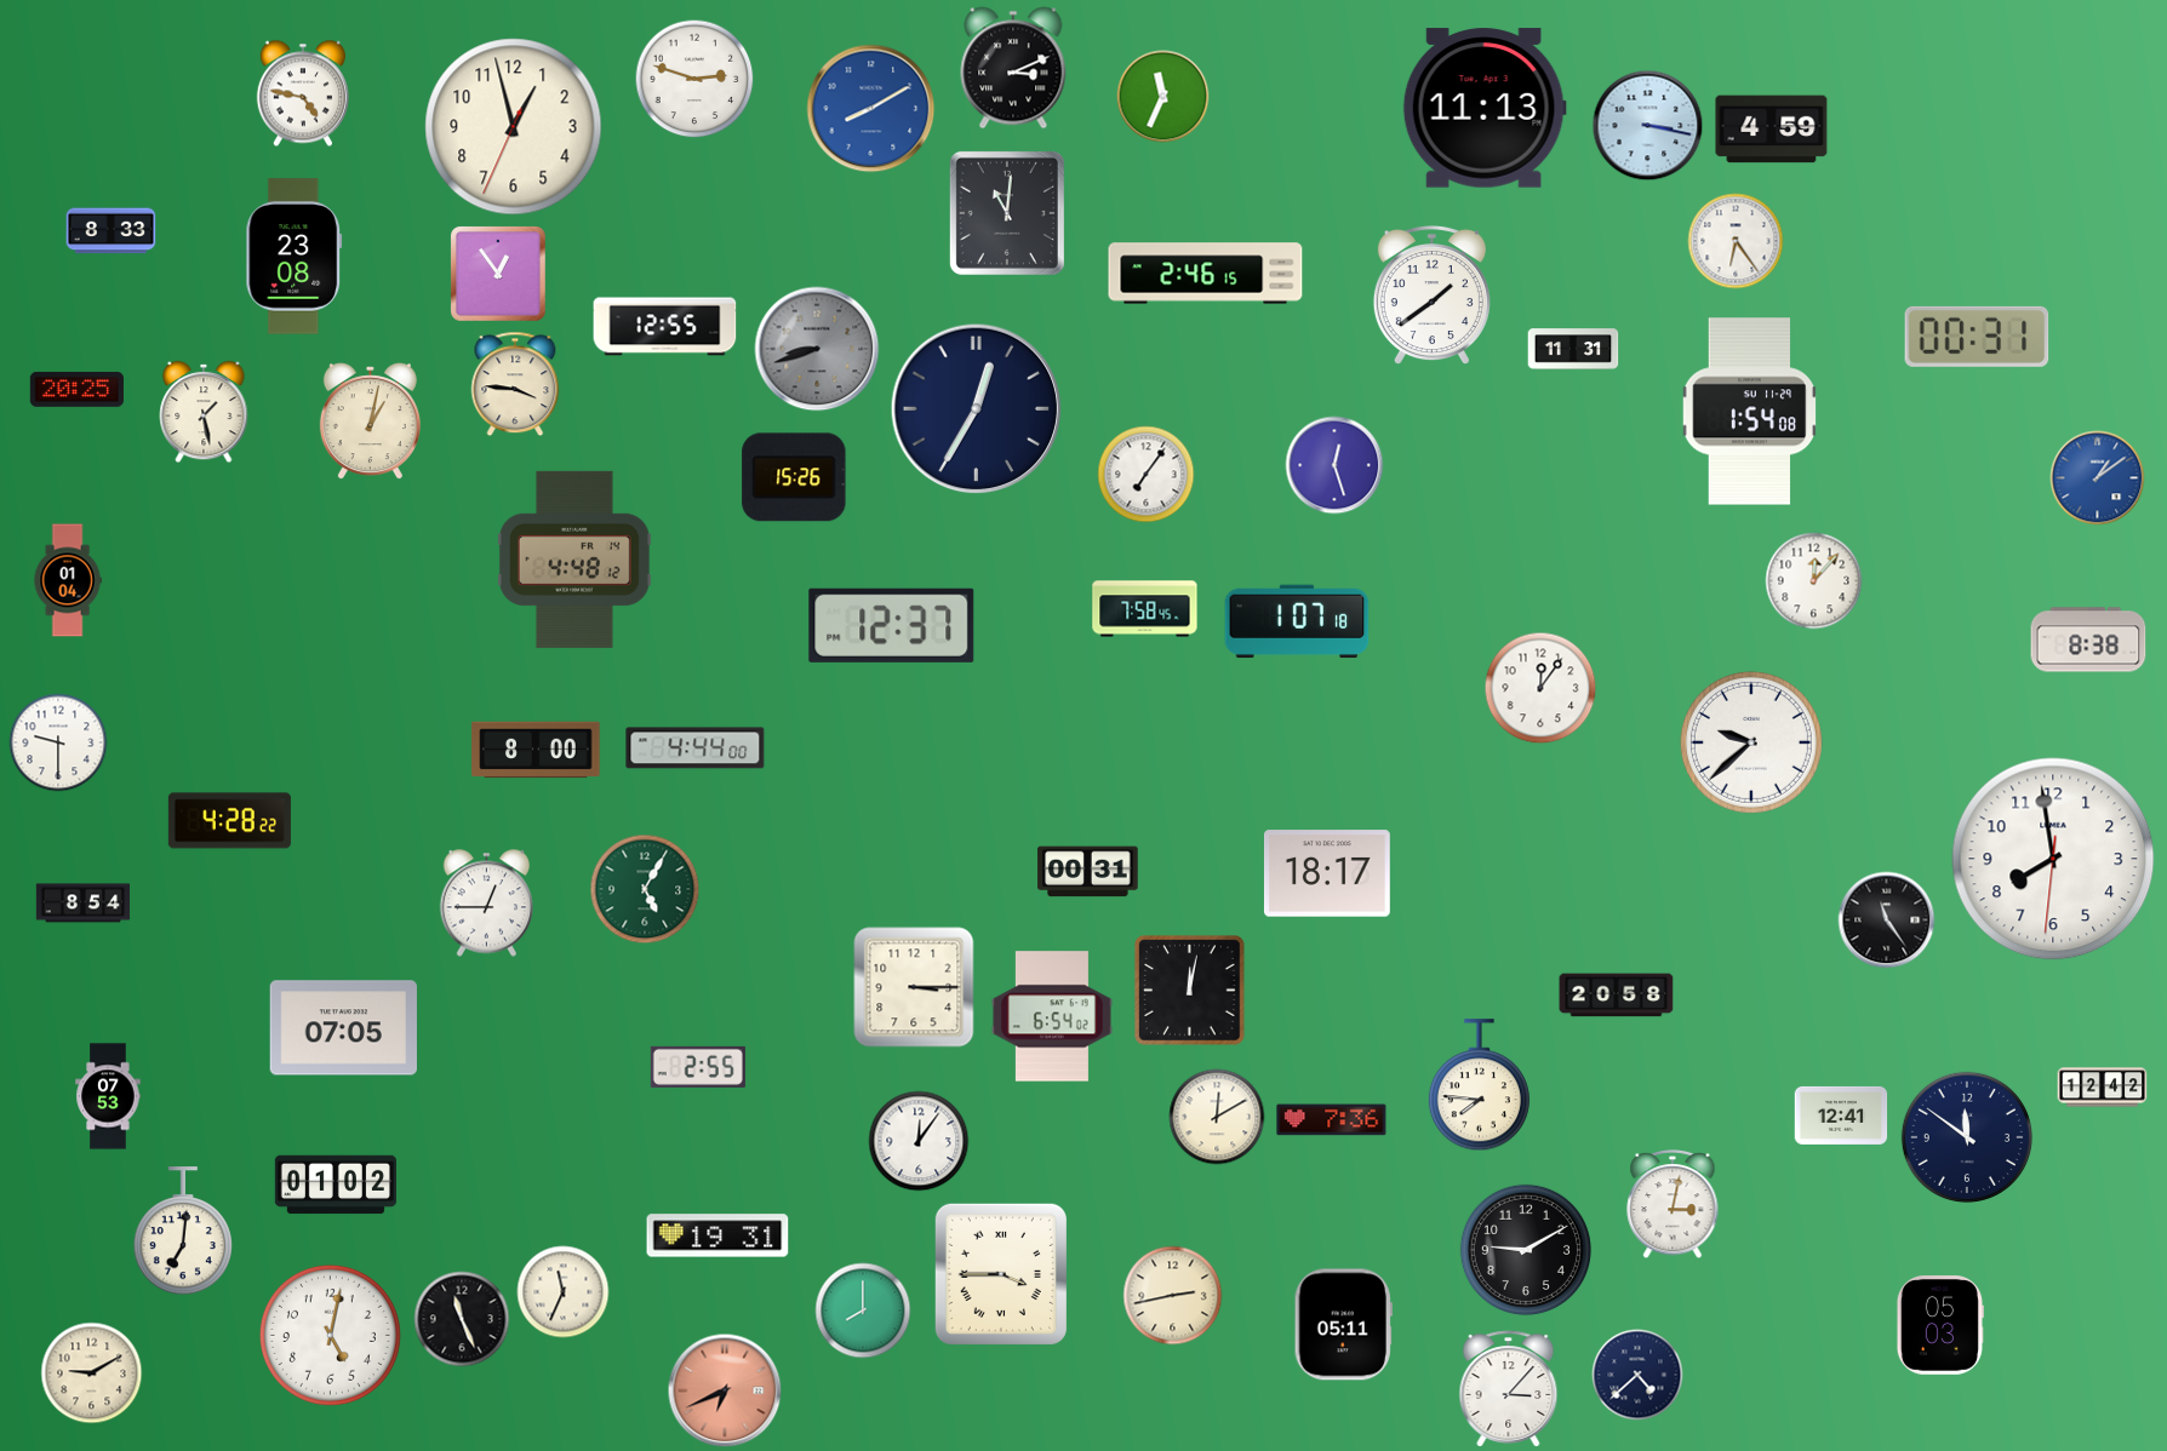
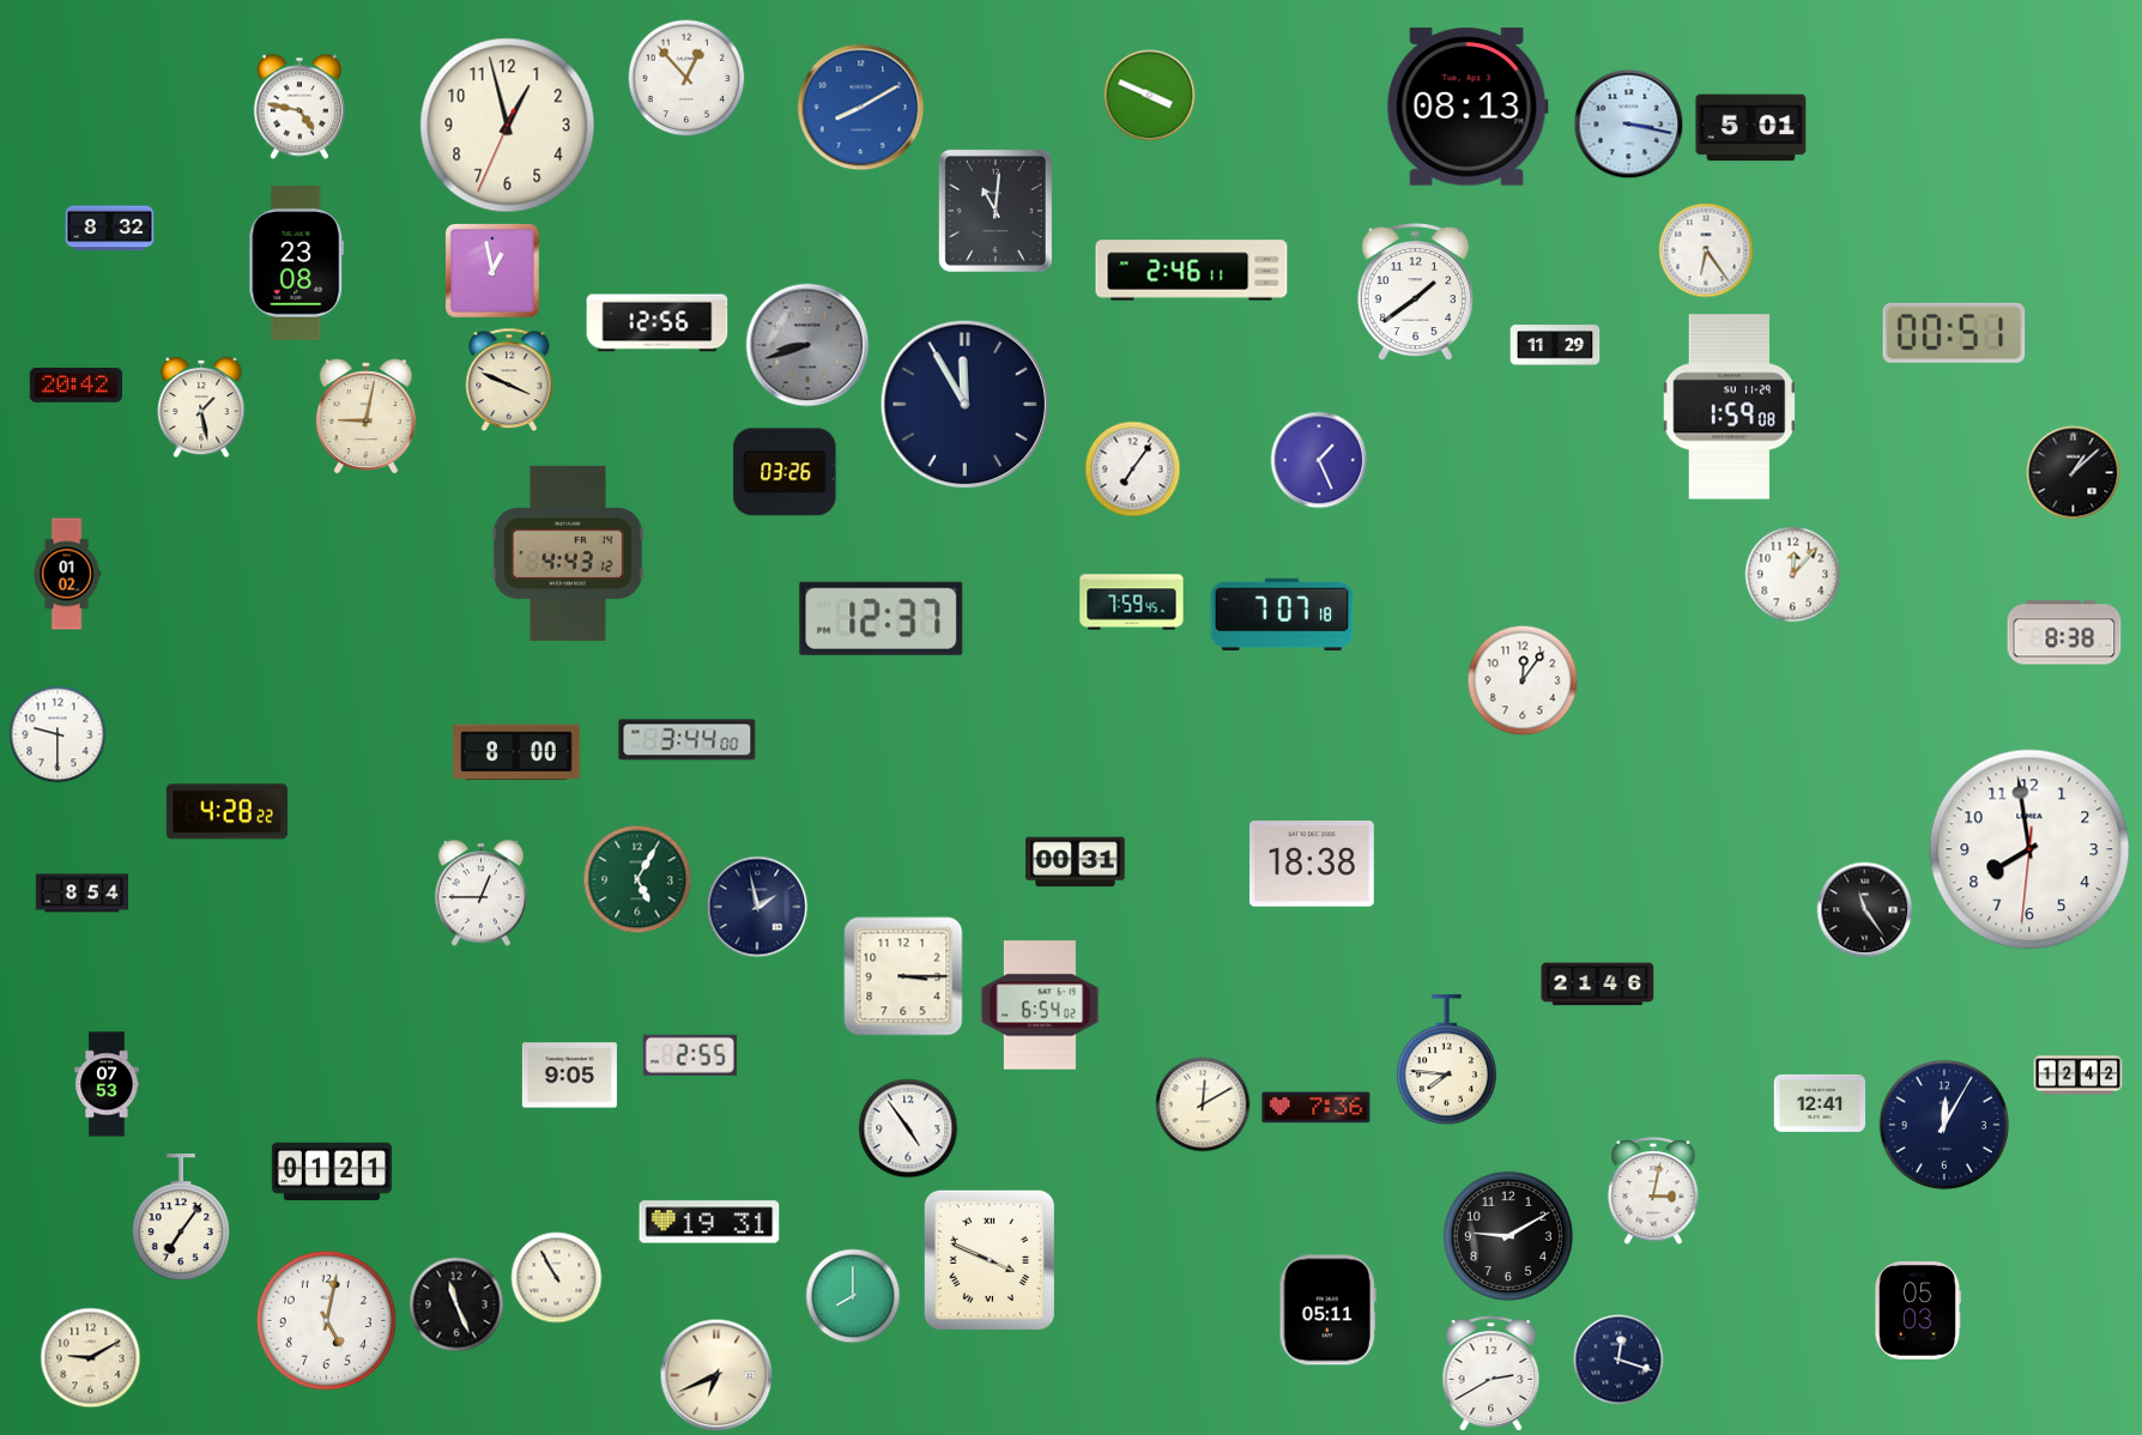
clock at (1013, 68): 3:11 -> none
clock at (694, 79): 2:48 -> 12:53
clock at (303, 93) position: (303, 93) -> (299, 107)
clock at (1163, 97): 11:34 -> 3:49
clock at (1485, 108): 11:13 -> 08:13
clock at (1772, 130): 4:59 -> 5:01
clock at (112, 231): 8:33 -> 8:32
clock at (1736, 241) position: (1736, 241) -> (1706, 250)
clock at (295, 257) position: (295, 257) -> (297, 264)
clock at (1206, 274): 2:46:15 -> 2:46:11
clock at (499, 275): 12:54 -> 12:58
clock at (665, 327): 12:55 -> 12:56
clock at (1977, 337): 00:31 -> 00:51
clock at (1573, 349): 11:31 -> 11:29
clock at (515, 384): 3:46 -> 3:49
clock at (76, 390): 20:25 -> 20:42
clock at (977, 409): 12:35 -> 11:55
clock at (1750, 412): 1:54 -> 1:59
clock at (370, 421): 1:02 -> 9:02
clock at (1334, 465): 12:27 -> 1:26
clock at (794, 477): 15:26 -> 03:26
clock at (2098, 478): 1:09 -> 1:08
clock at (2098, 478) dial: blue -> black
clock at (574, 560): 4:48 -> 4:43
clock at (68, 580): 01:04 -> 01:02
clock at (1145, 609): 7:58 -> 7:59
clock at (1297, 621): 1:07 -> 7:07
clock at (1751, 742): 9:38 -> none
clock at (696, 749): 4:44 -> 3:44
clock at (536, 750) position: (536, 750) -> (516, 752)
clock at (1327, 873): 18:17 -> 18:38
clock at (757, 907): none -> 1:58
clock at (1190, 991): 12:02 -> none
clock at (1617, 996): 20:58 -> 21:46
clock at (343, 1028): 07:05 -> none
clock at (1479, 1085) position: (1479, 1085) -> (1446, 1060)
clock at (569, 1076): none -> 9:05
clock at (1967, 1137): 11:51 -> 12:05
clock at (919, 1141): 12:06 -> 4:54
clock at (336, 1185): 01:02 -> 01:21
clock at (183, 1232): 7:01 -> 7:06
clock at (1001, 1274): 3:45 -> 3:49
clock at (564, 1292): 11:34 -> 10:55
clock at (1173, 1296): 2:43 -> none
clock at (1637, 1375): 4:38 -> 12:18
clock at (1509, 1389): 3:07 -> 2:40
clock at (725, 1390) dial: salmon -> cream
